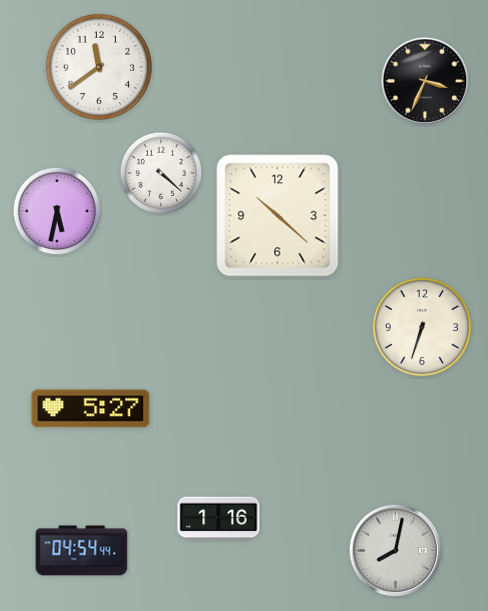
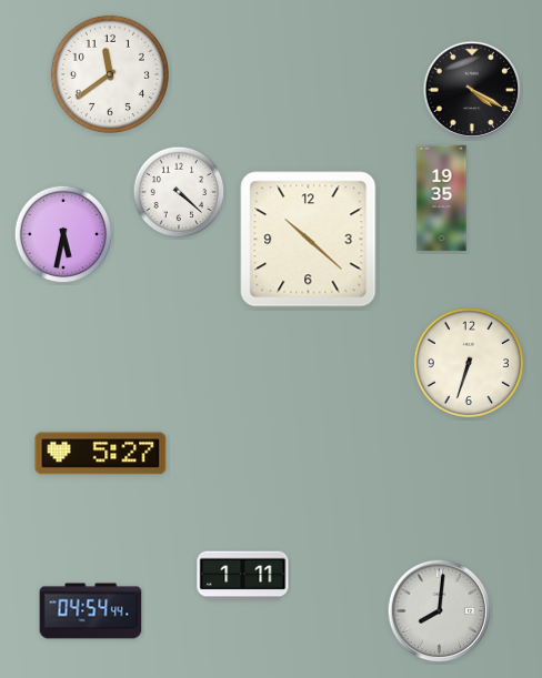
clock at (425, 81): 3:34 -> 4:20
clock at (442, 199): none -> 19:35
clock at (219, 519): 1:16 -> 1:11
clock at (396, 551): 8:02 -> 8:01
